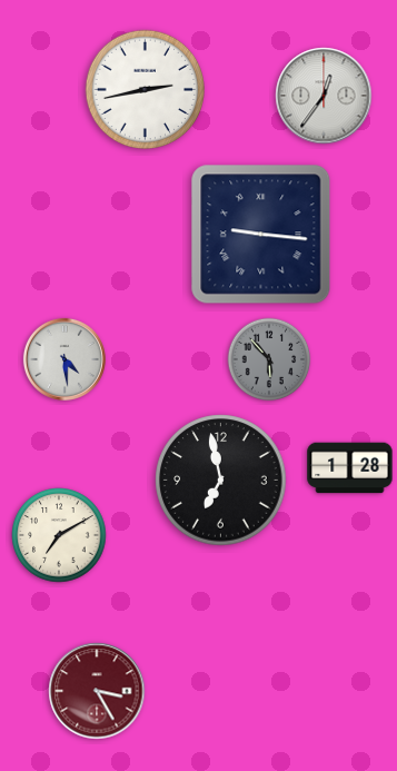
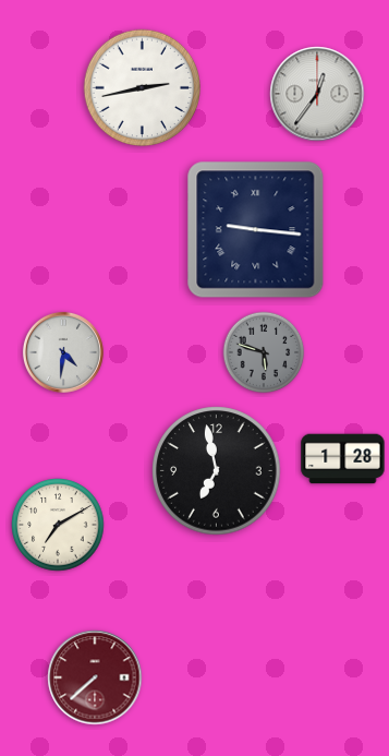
clock at (64, 359): 4:29 -> 4:31
clock at (269, 359): 5:53 -> 5:48
clock at (97, 691): 3:25 -> 7:38
